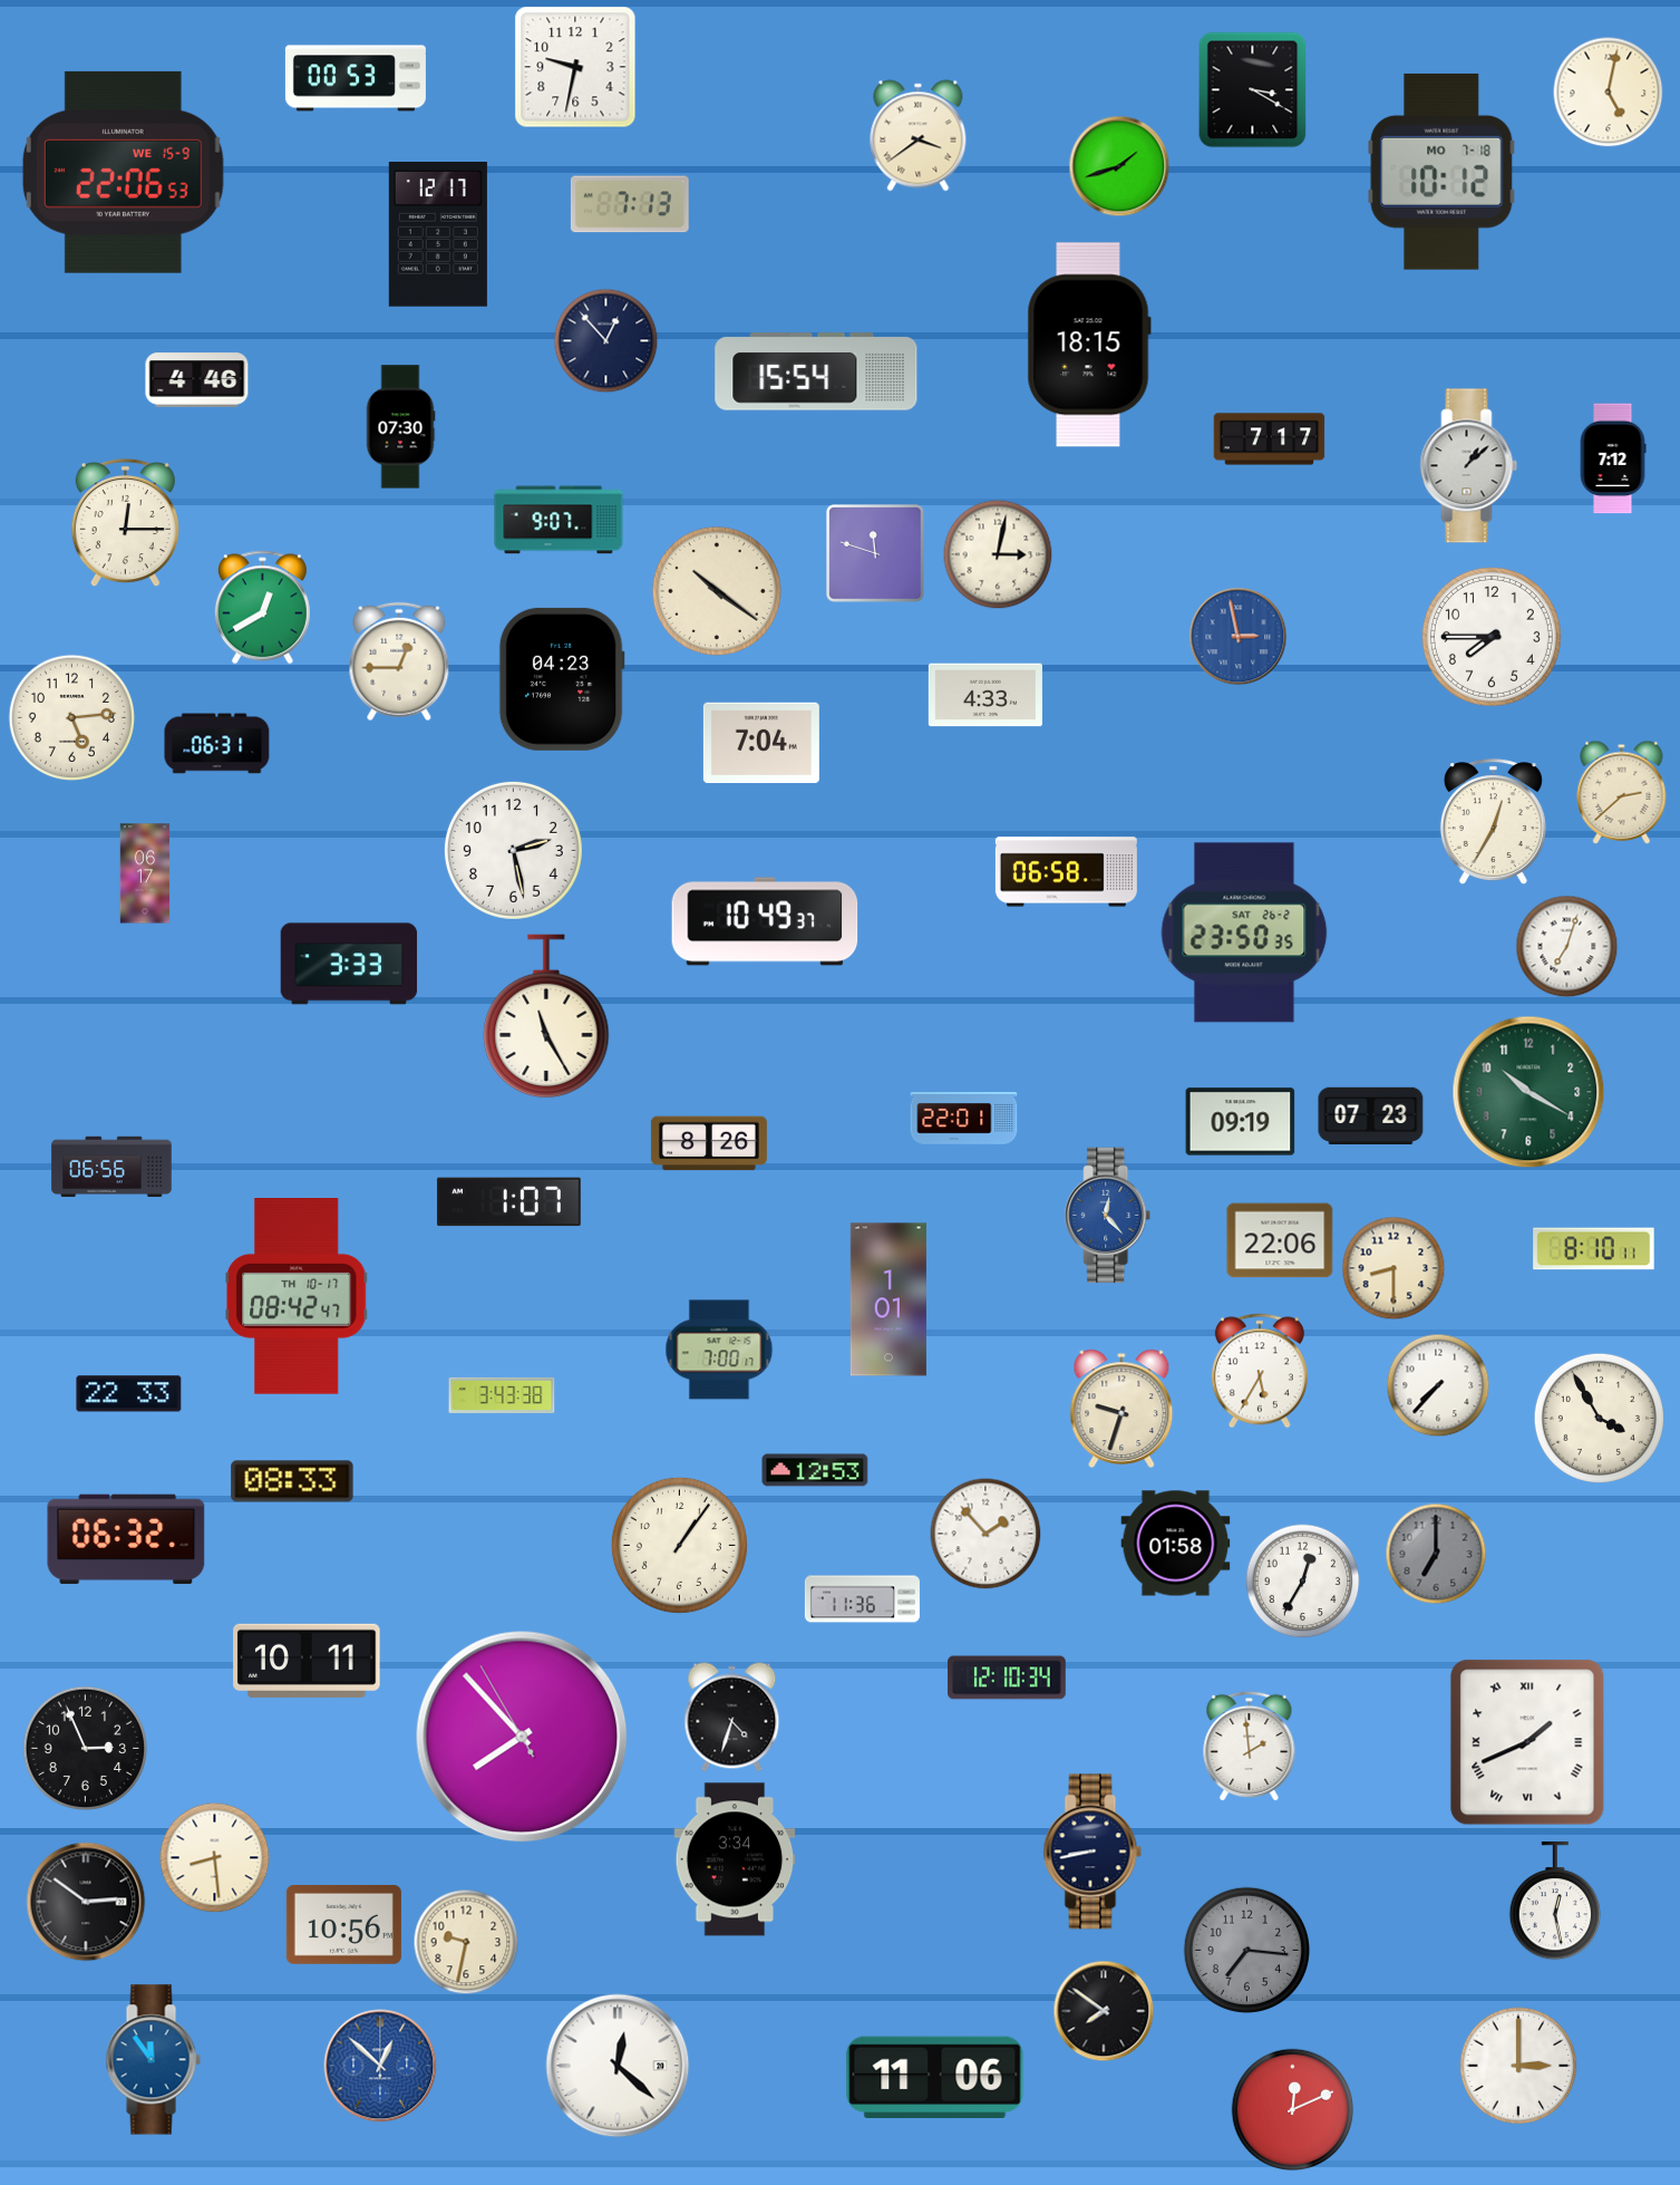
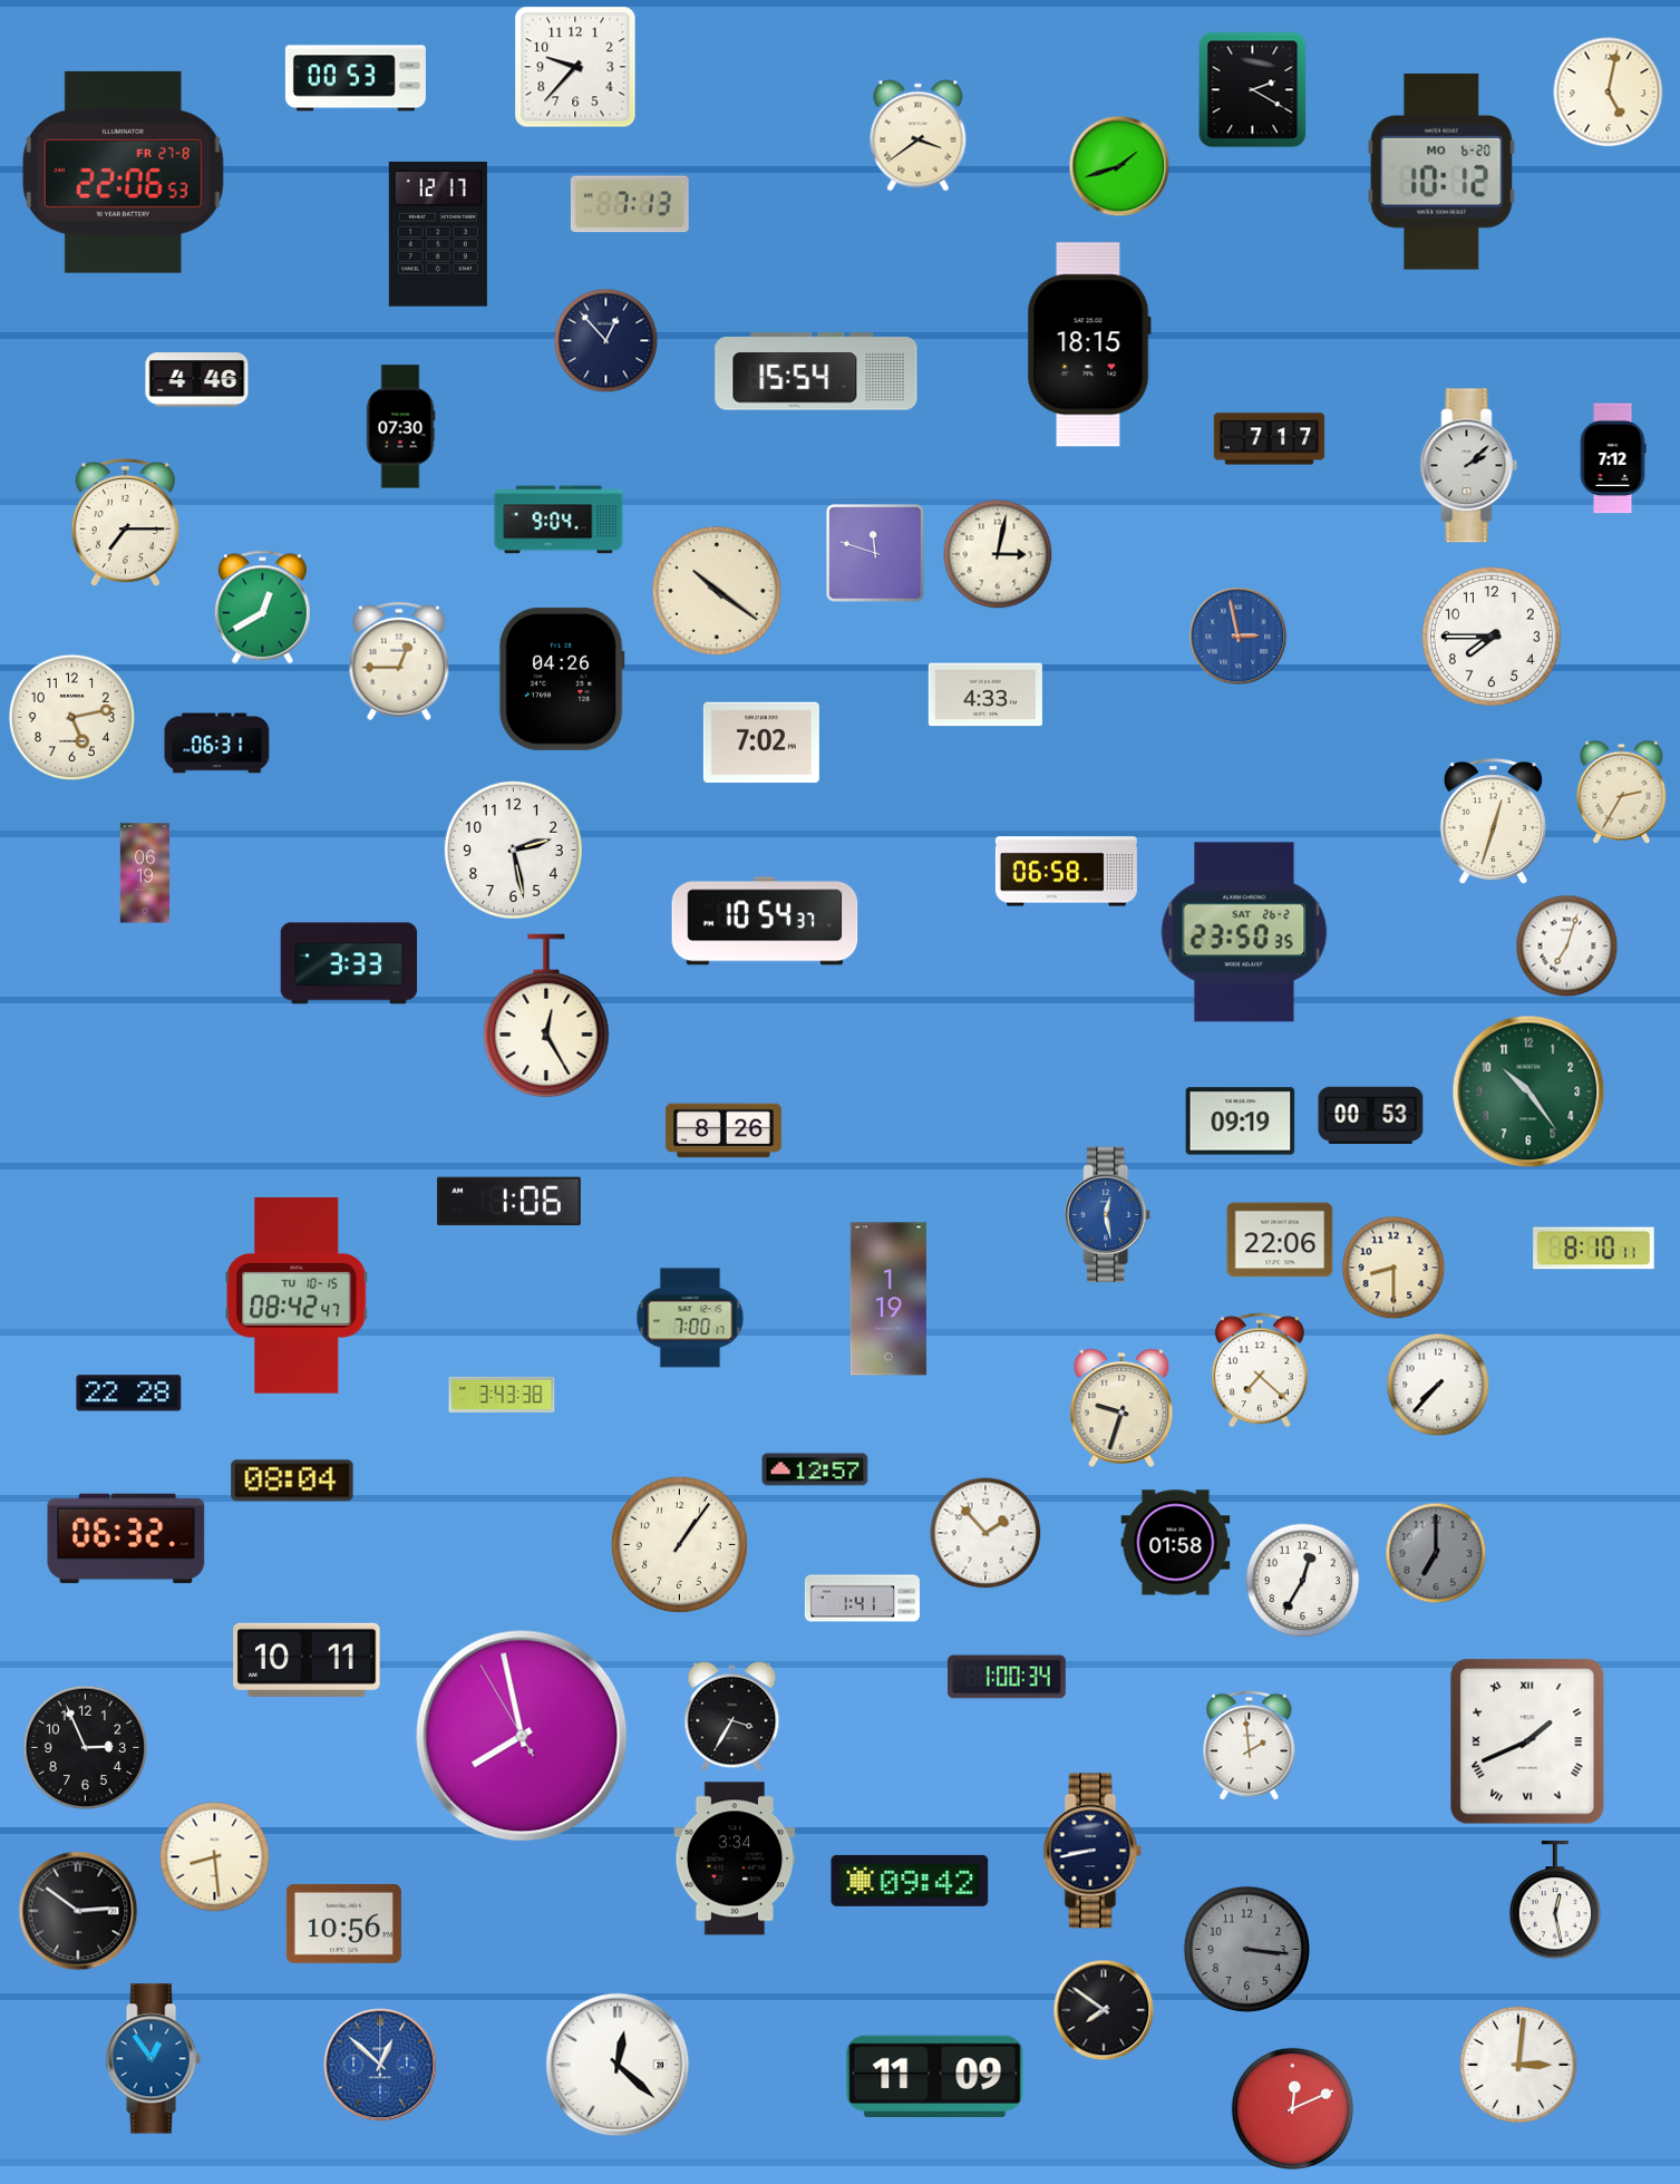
clock at (575, 67): 9:32 -> 9:37
clock at (1253, 90): 3:20 -> 2:20
clock at (123, 172) date: WE 15-9 -> FR 27-8
clock at (1441, 172) date: MO 7-18 -> MO 6-20
clock at (1469, 466): 1:08 -> 2:08
clock at (559, 520): 9:07 -> 9:04
clock at (125, 523): 12:15 -> 7:15
clock at (562, 679): 04:23 -> 04:26
clock at (71, 717): 5:14 -> 5:13
clock at (761, 743): 7:04 -> 7:02
clock at (1622, 792): 2:38 -> 2:35
clock at (1493, 822): 12:35 -> 12:33
clock at (145, 873): 06:17 -> 06:19
clock at (765, 921): 10:49 -> 10:54
clock at (546, 1016): 11:25 -> 12:25
clock at (1528, 1092): 10:20 -> 10:24
clock at (1371, 1116): 07:23 -> 00:53
clock at (964, 1119): 22:01 -> none
clock at (709, 1143) position: (709, 1143) -> (724, 1130)
clock at (111, 1167): 06:56 -> none
clock at (508, 1202): 1:07 -> 1:06
clock at (1108, 1216): 12:23 -> 12:28
clock at (297, 1297) date: TH 10-17 -> TU 10-15
clock at (888, 1299): 1:01 -> 1:19
clock at (719, 1350) position: (719, 1350) -> (690, 1318)
clock at (1260, 1371): 5:35 -> 7:22
clock at (129, 1394): 22:33 -> 22:28
clock at (1599, 1418): 3:55 -> none
clock at (815, 1470): 12:53 -> 12:57
clock at (292, 1481): 08:33 -> 08:04
clock at (862, 1599): 11:36 -> 1:41
clock at (1007, 1678): 12:10 -> 1:00
clock at (732, 1718): 4:33 -> 3:35
clock at (522, 1737): 7:52 -> 7:57
clock at (910, 1881): none -> 09:42
clock at (86, 1902) position: (86, 1902) -> (78, 1911)
clock at (466, 1942): 9:32 -> none
clock at (1246, 1950): 7:16 -> 3:16
clock at (153, 2060): 11:54 -> 12:54
clock at (1518, 2066): 3:00 -> 3:01
clock at (935, 2078): 11:06 -> 11:09
